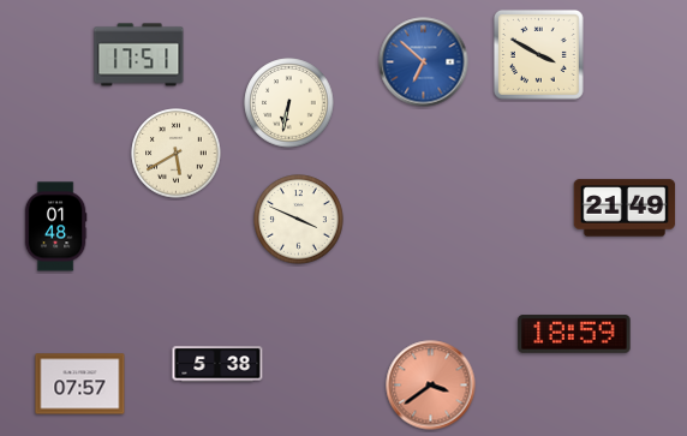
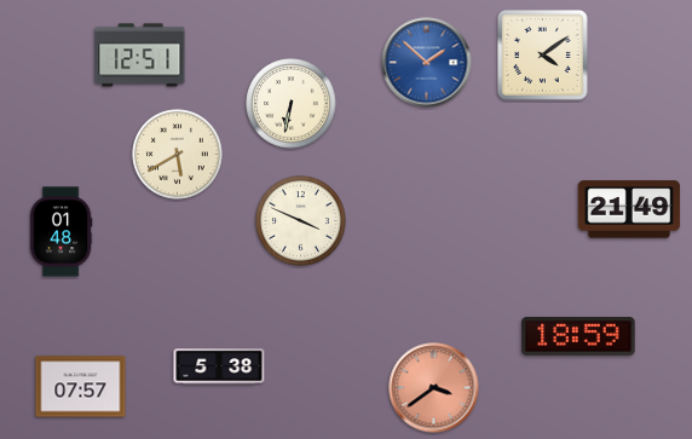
clock at (139, 55): 17:51 -> 12:51
clock at (539, 55): 3:50 -> 4:09
clock at (424, 62): 6:52 -> 1:52
clock at (55, 227) position: (55, 227) -> (60, 232)
